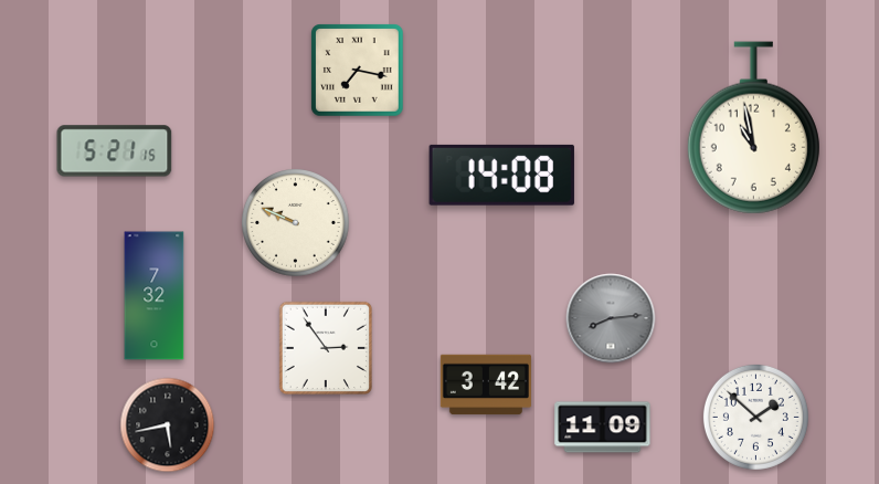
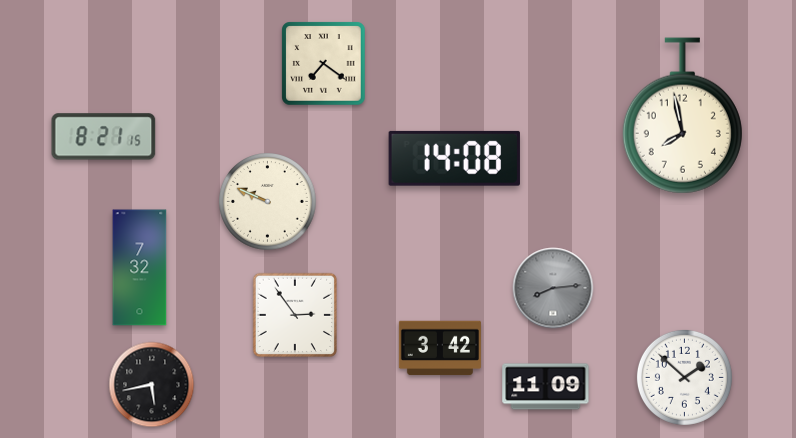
clock at (358, 71): 7:17 -> 7:21
clock at (753, 128): 10:58 -> 7:58
clock at (115, 151): 5:21 -> 8:21
